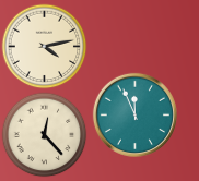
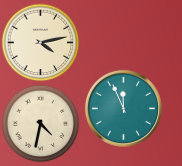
clock at (134, 114) position: (134, 114) -> (123, 108)
clock at (44, 134): 12:23 -> 4:32
